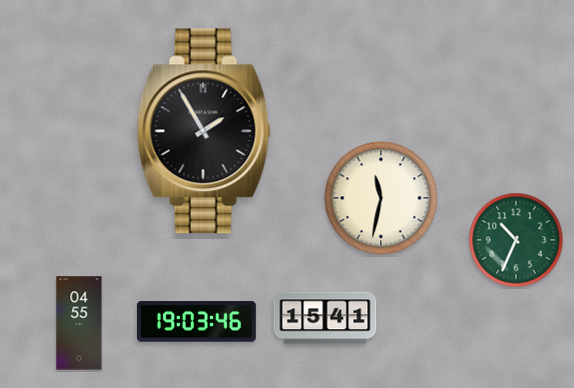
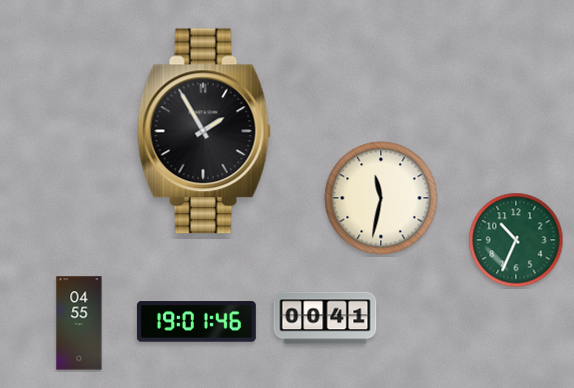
clock at (325, 318): 15:41 -> 00:41
clock at (196, 322): 19:03 -> 19:01
